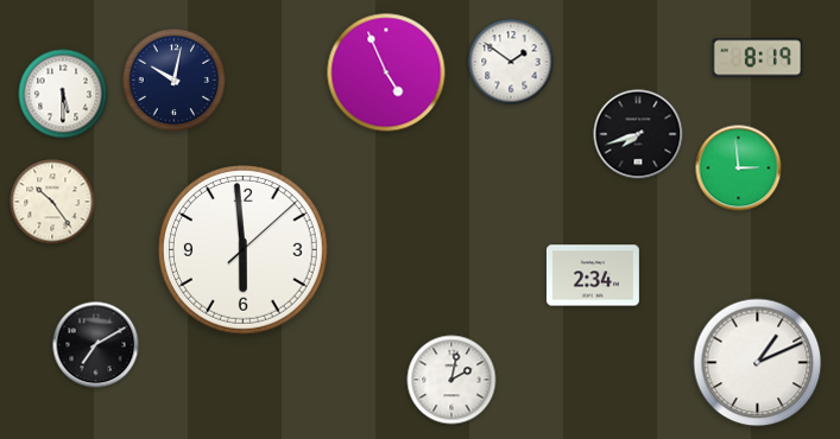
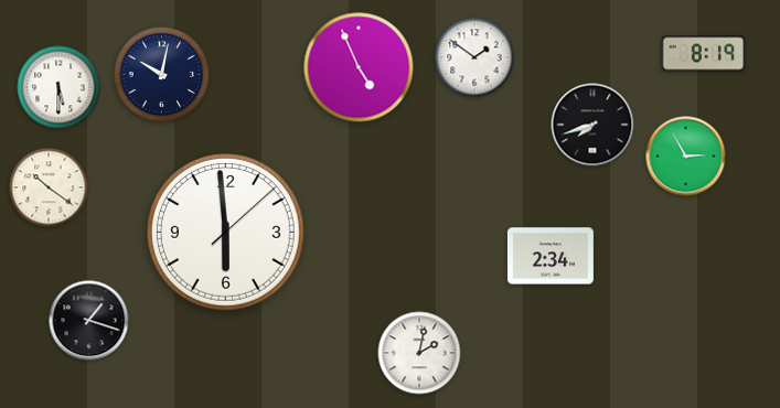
clock at (739, 168): 2:59 -> 2:55
clock at (52, 202): 10:24 -> 10:21
clock at (96, 345): 7:10 -> 1:18
clock at (758, 363): 1:11 -> none
